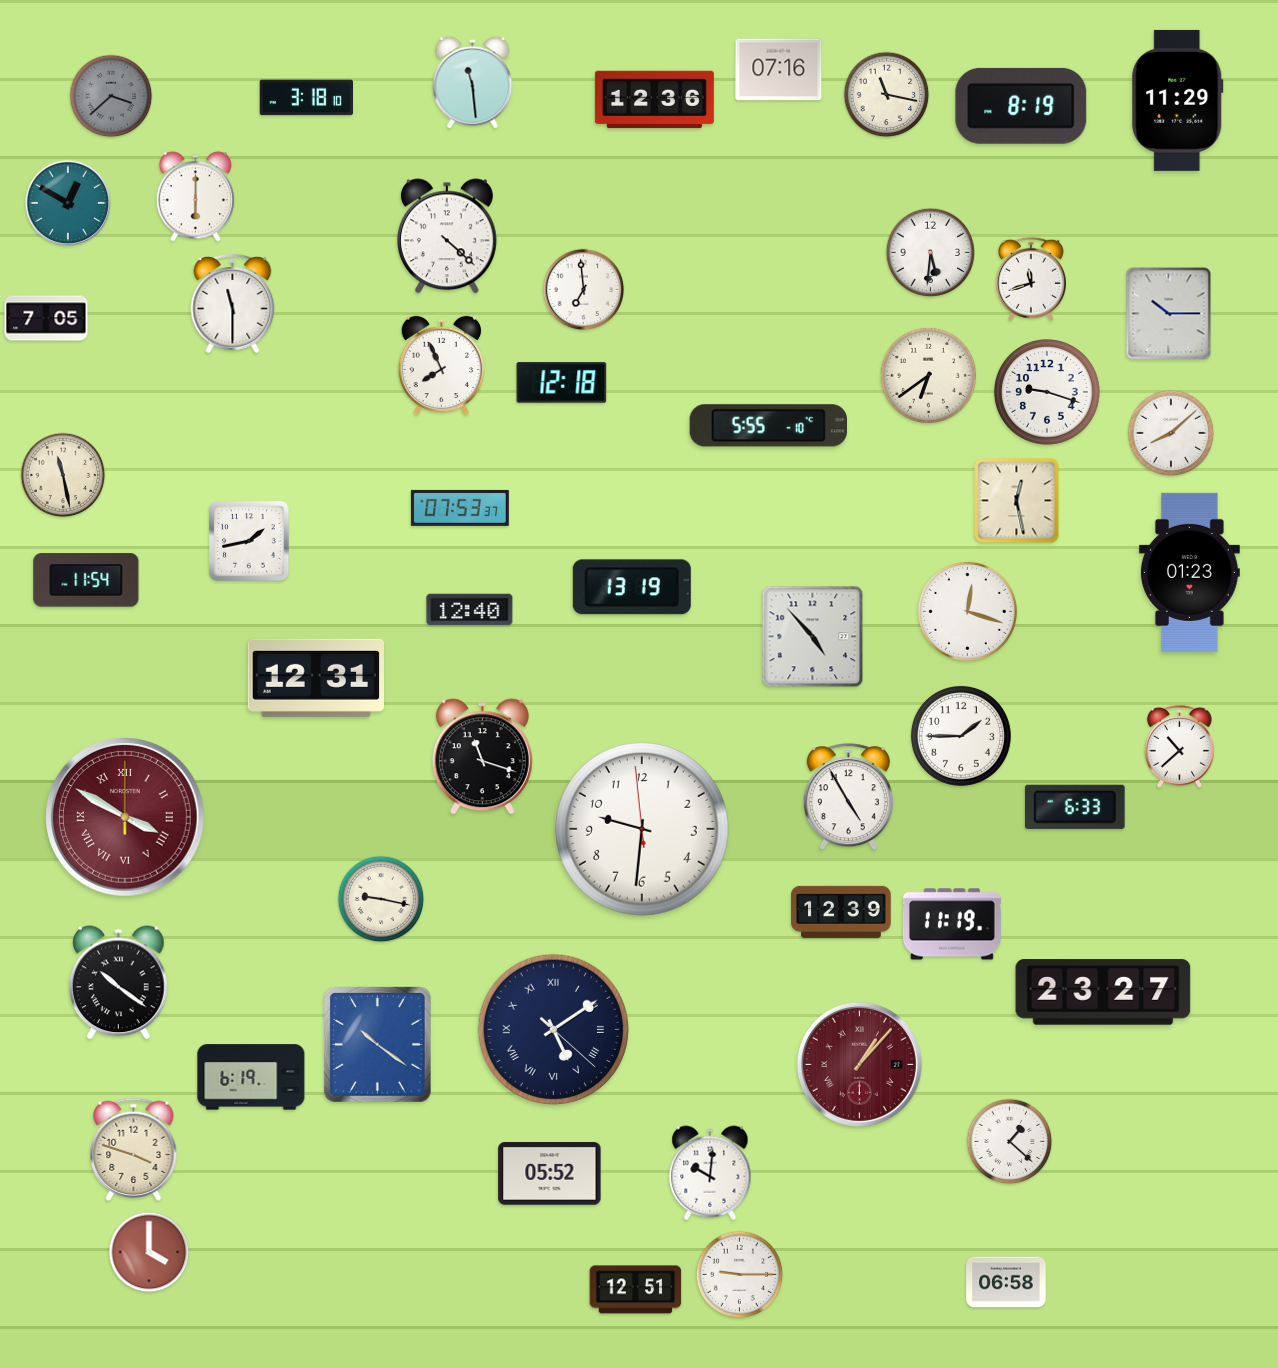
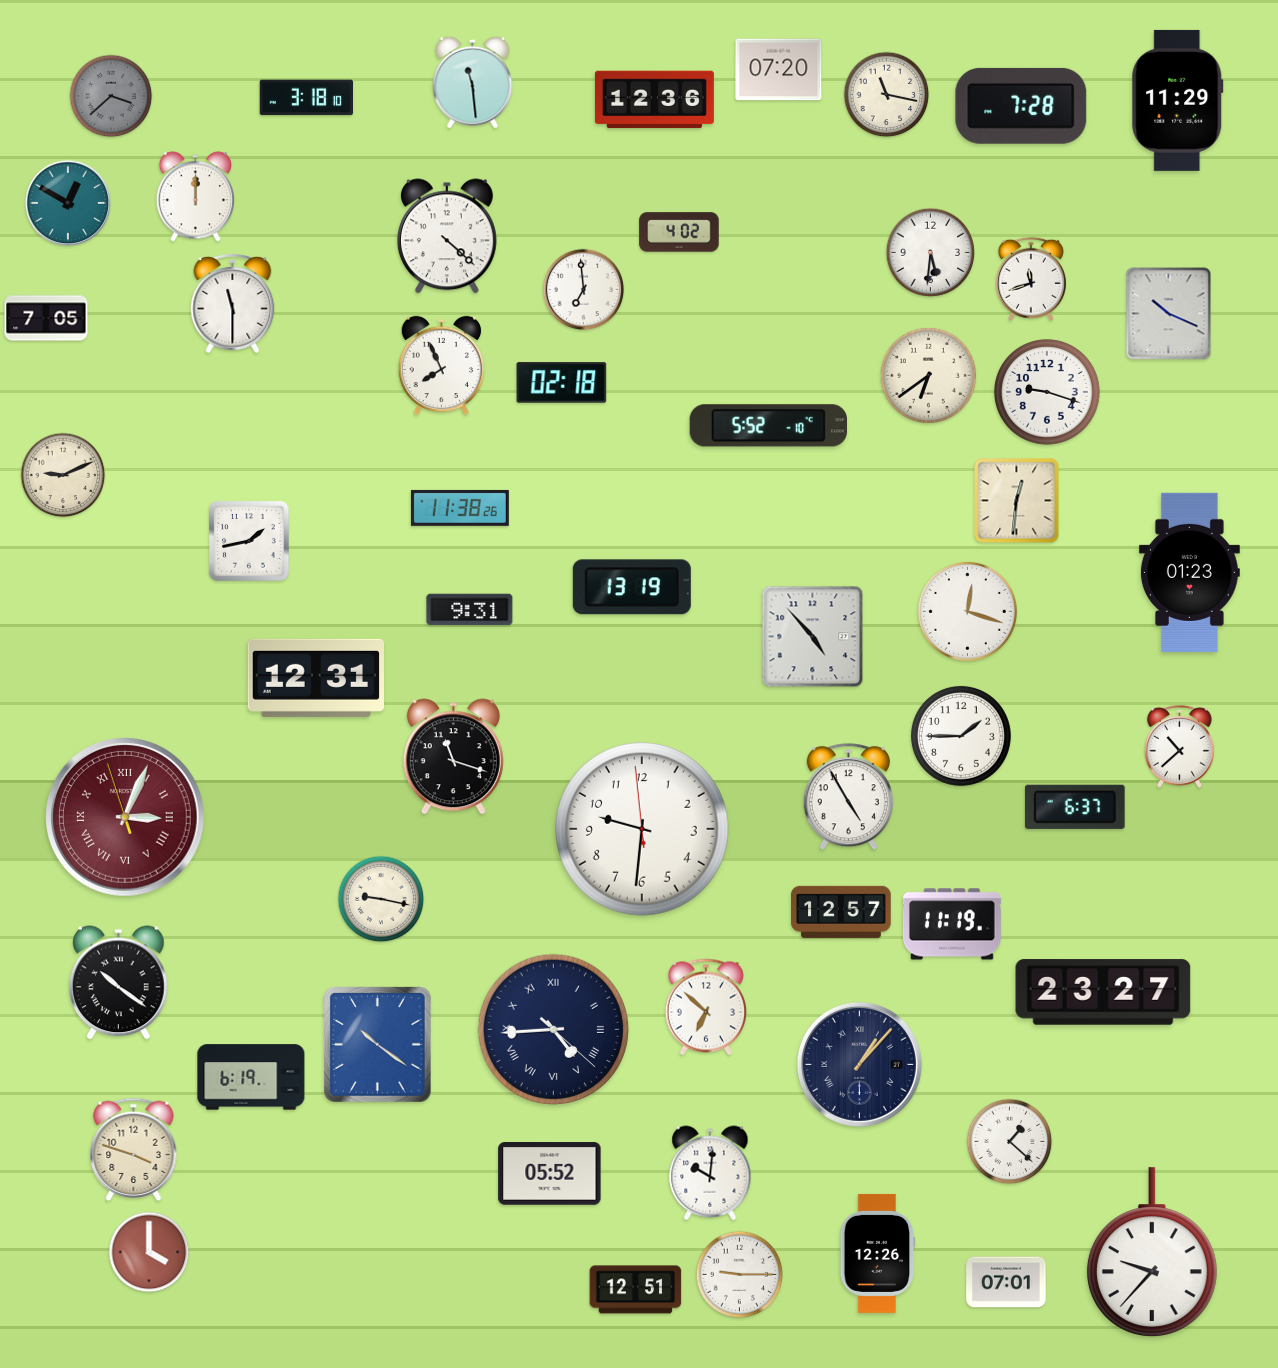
clock at (779, 70): 07:16 -> 07:20
clock at (1021, 106): 8:19 -> 7:28
clock at (196, 197): 6:00 -> 12:00
clock at (679, 232): none -> 4:02
clock at (1169, 314): 10:15 -> 10:19
clock at (562, 383): 12:18 -> 02:18
clock at (768, 426): 5:55 -> 5:52
clock at (1171, 433): 8:08 -> none
clock at (63, 475): 11:28 -> 9:11
clock at (1017, 501): 12:28 -> 12:31
clock at (460, 508): 07:53 -> 11:38
clock at (86, 580): 11:54 -> none
clock at (470, 610): 12:40 -> 9:31
clock at (482, 757) position: (482, 757) -> (453, 757)
clock at (1075, 807): 6:33 -> 6:37
clock at (126, 818): 3:50 -> 3:03
clock at (841, 912): 12:39 -> 12:57
clock at (705, 1007): none -> 6:52
clock at (553, 1029): 5:09 -> 4:44
clock at (859, 1064) dial: burgundy -> navy
clock at (1152, 1252): none -> 9:37
clock at (878, 1253): none -> 12:26
clock at (1006, 1282): 06:58 -> 07:01
